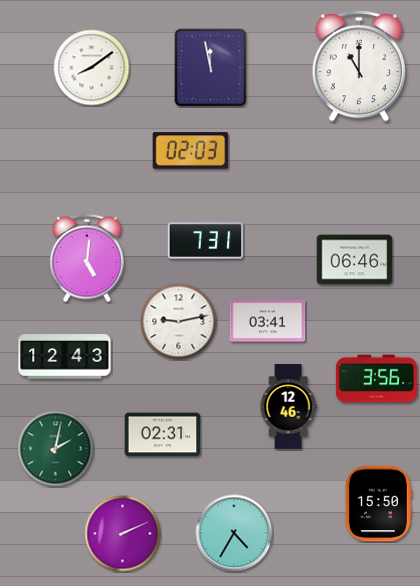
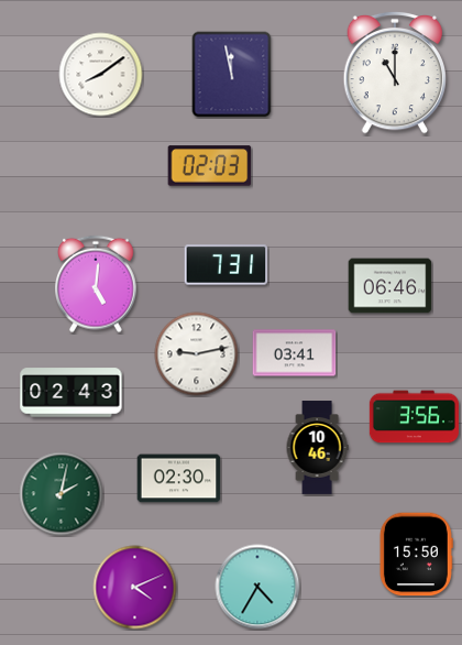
clock at (65, 357): 12:43 -> 02:43
clock at (288, 407): 12:46 -> 10:46
clock at (163, 435): 02:31 -> 02:30
clock at (123, 534): 2:11 -> 4:11
